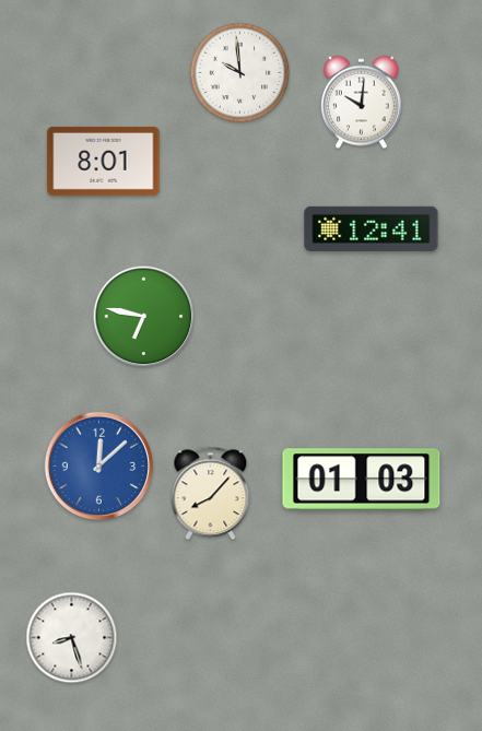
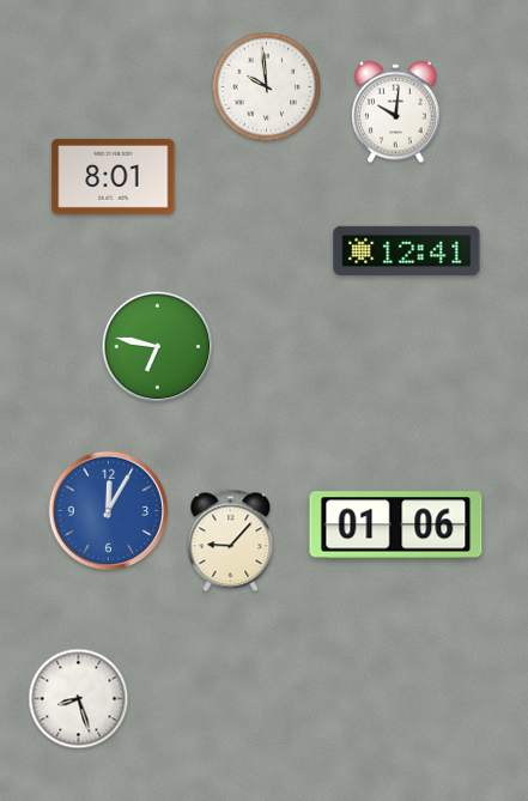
clock at (240, 73) position: (240, 73) -> (267, 87)
clock at (98, 465): 12:08 -> 12:05
clock at (362, 480): 01:03 -> 01:06
clock at (211, 494): 8:07 -> 9:07
